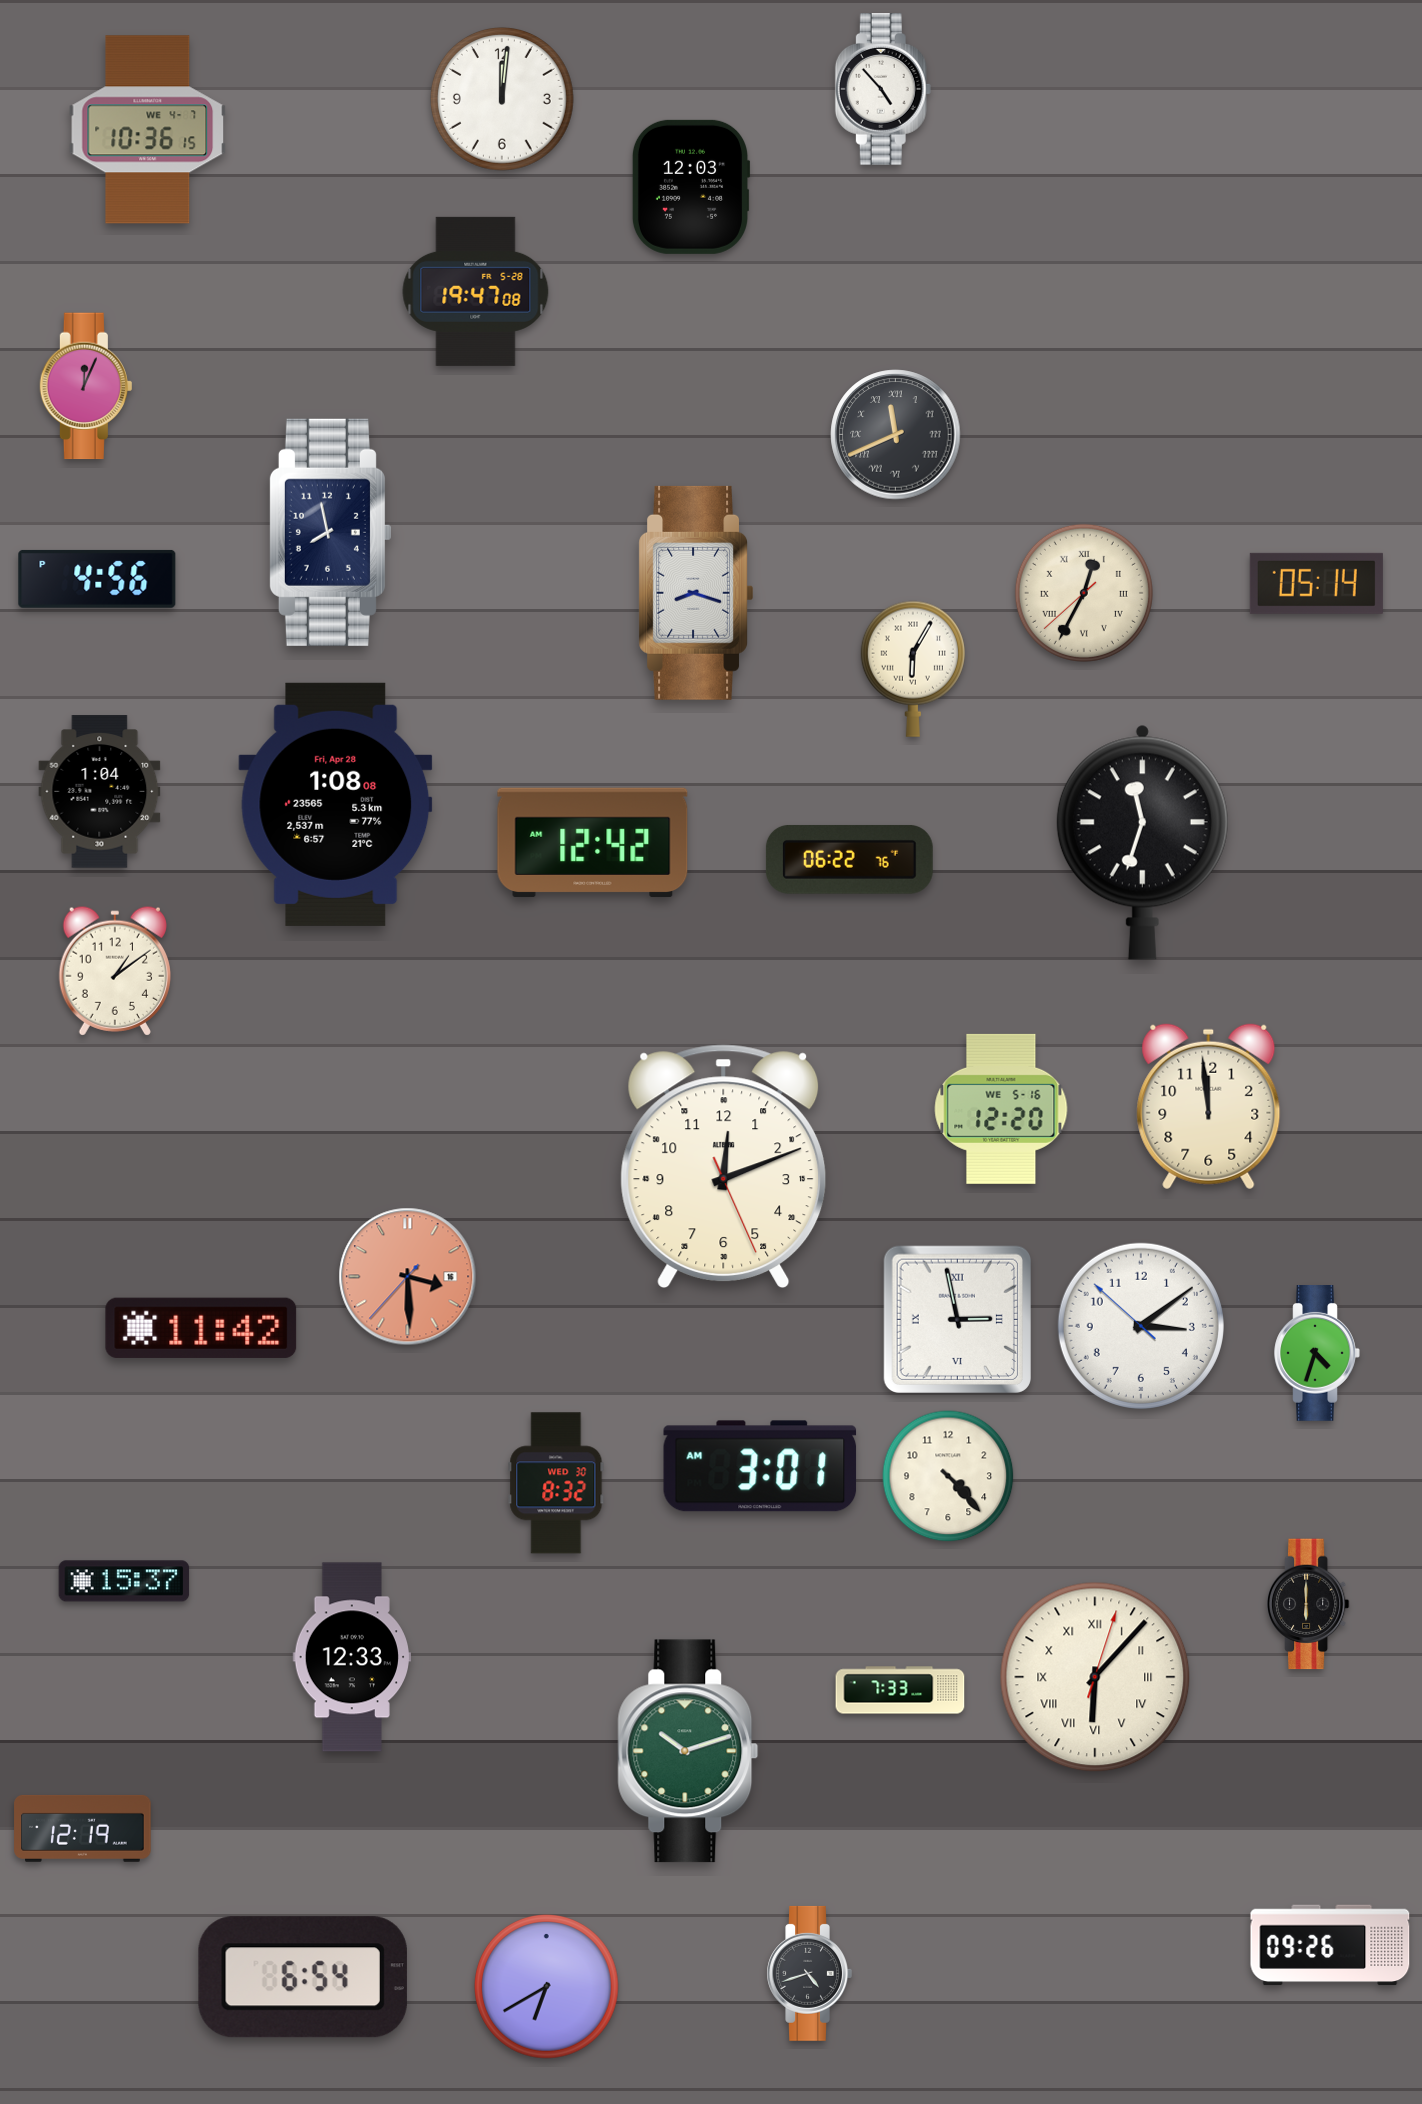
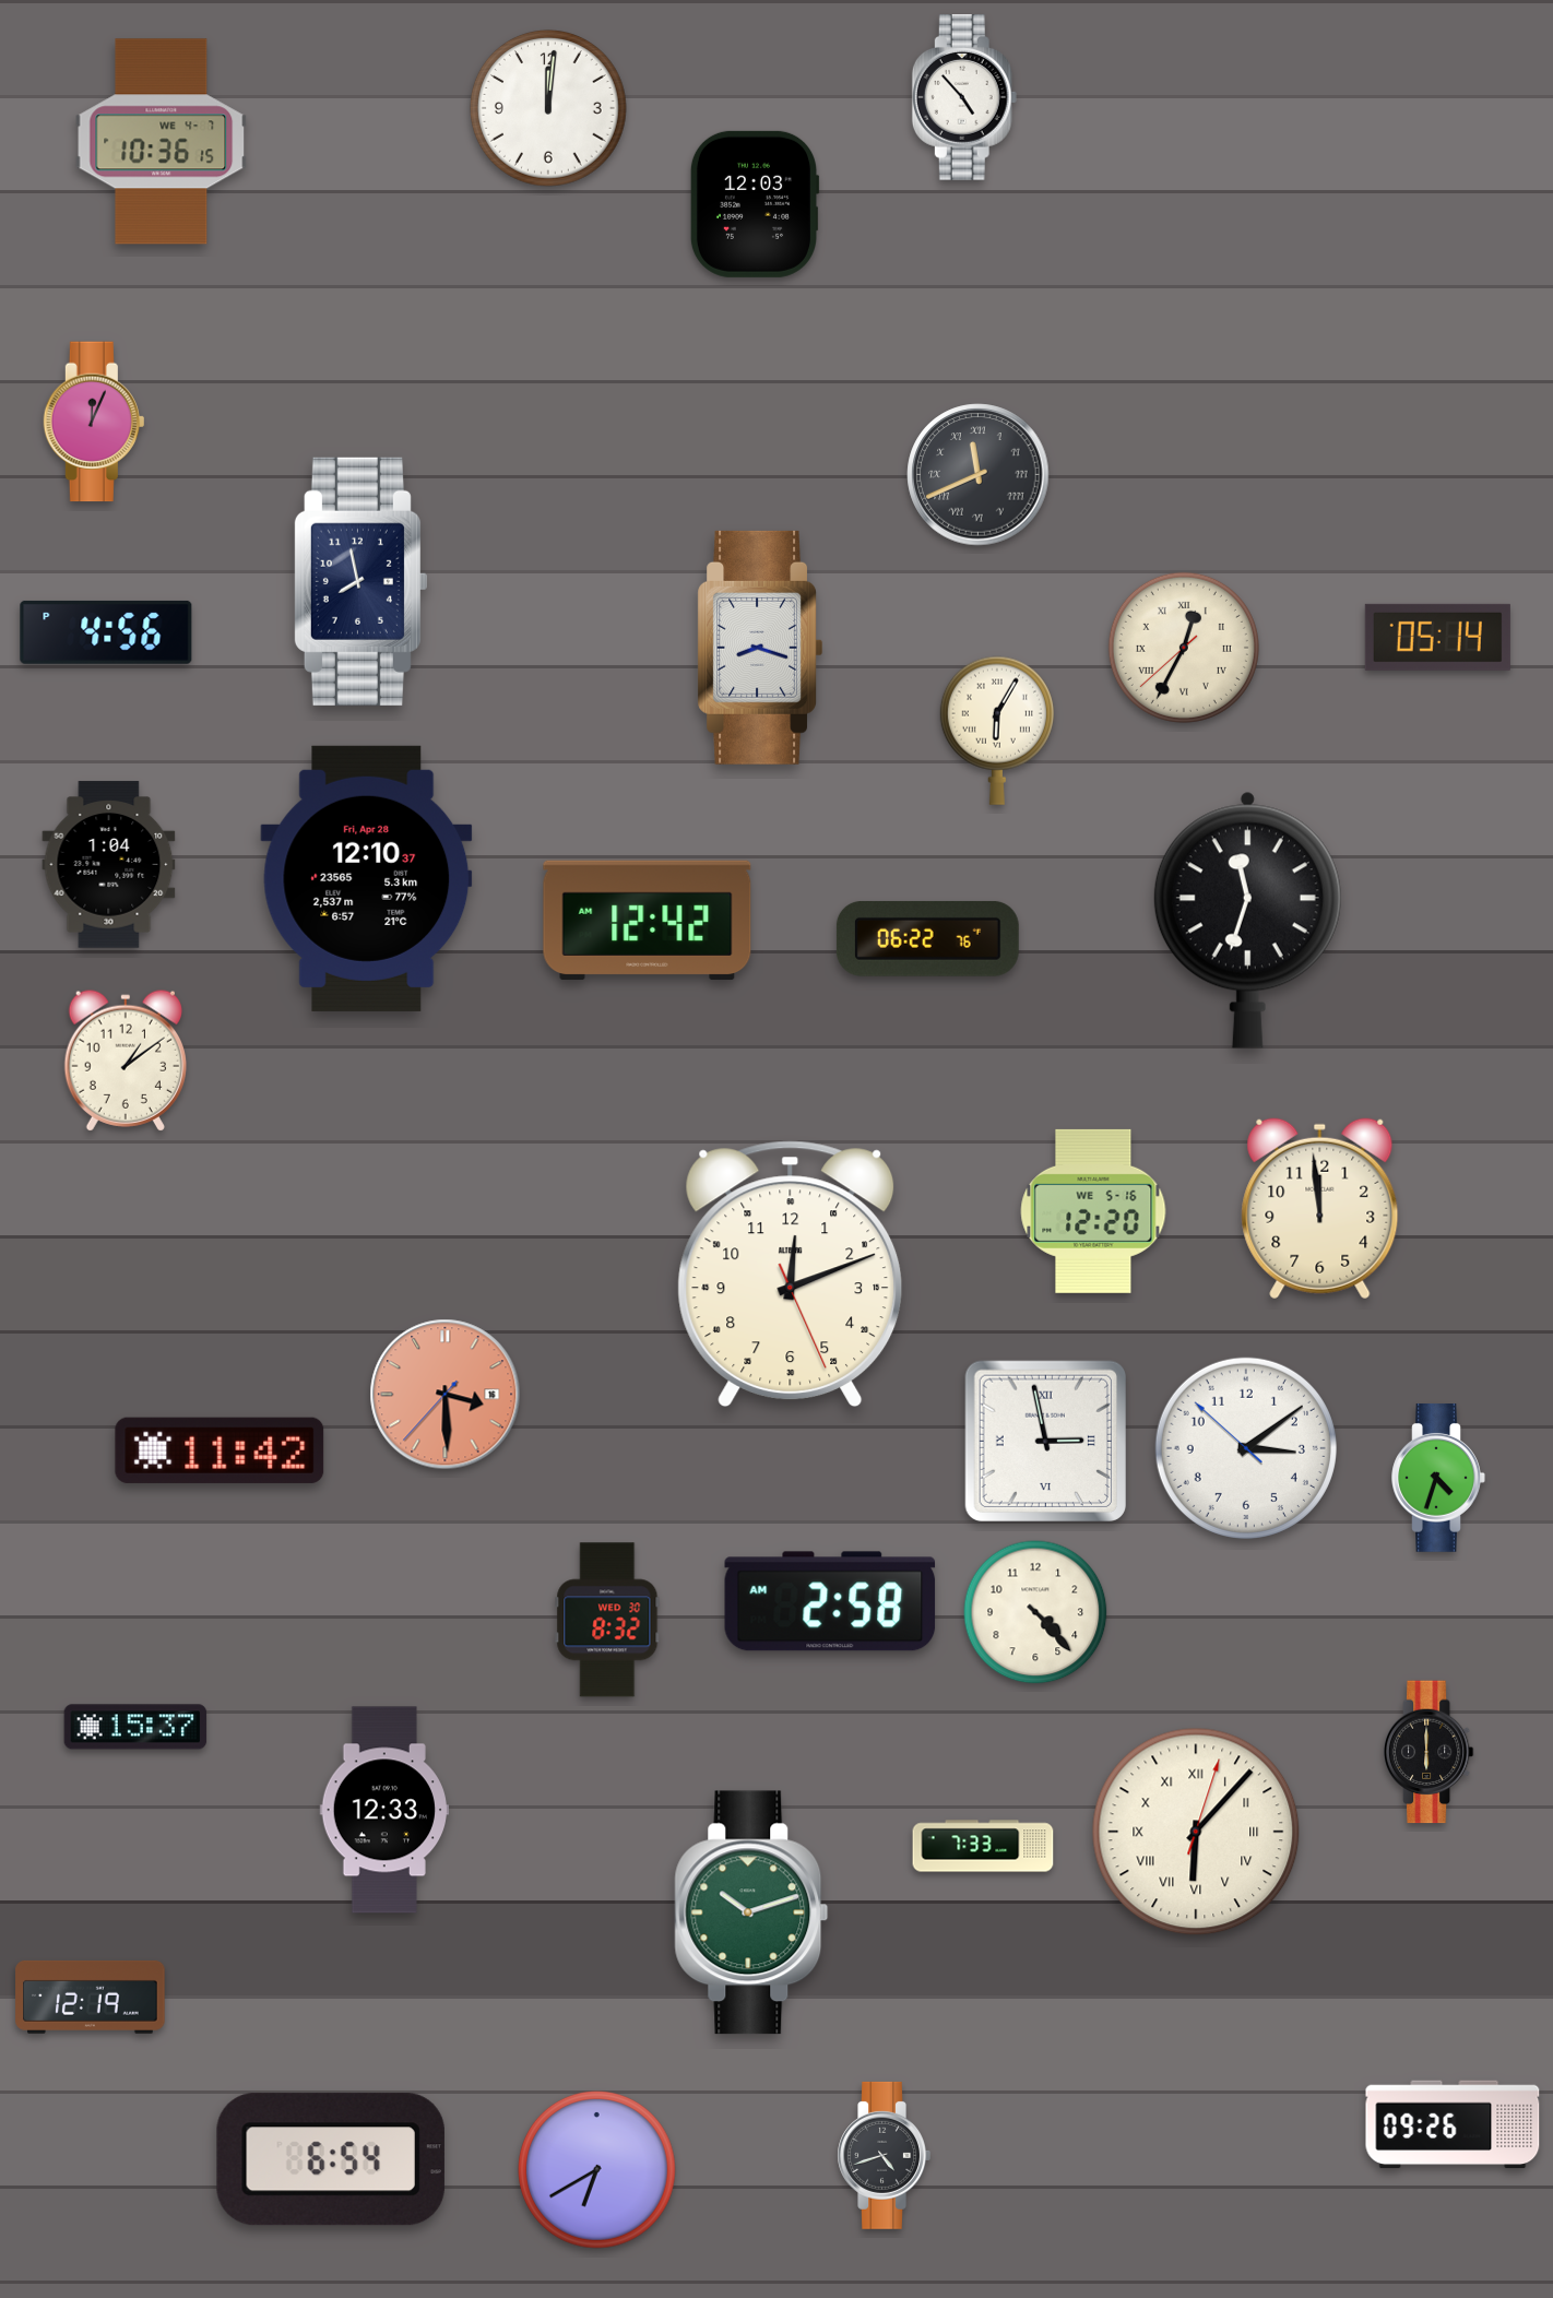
clock at (476, 291): 19:47 -> none
clock at (336, 804): 1:08 -> 12:10
clock at (760, 1466): 3:01 -> 2:58
